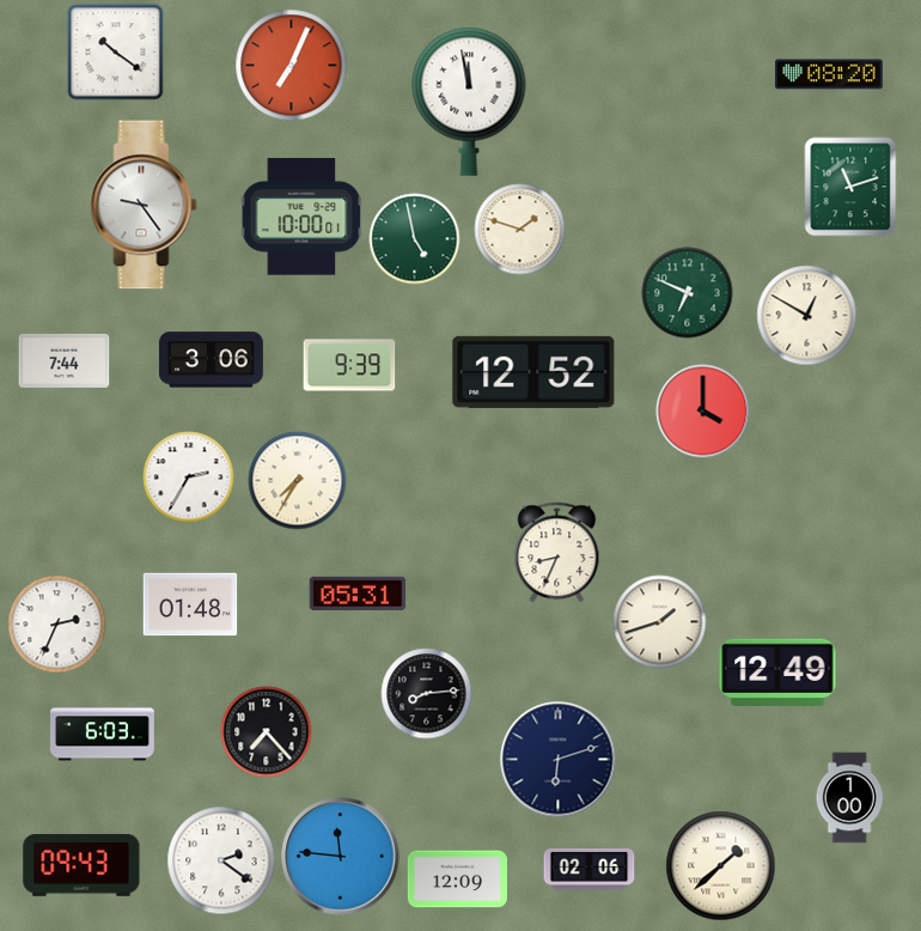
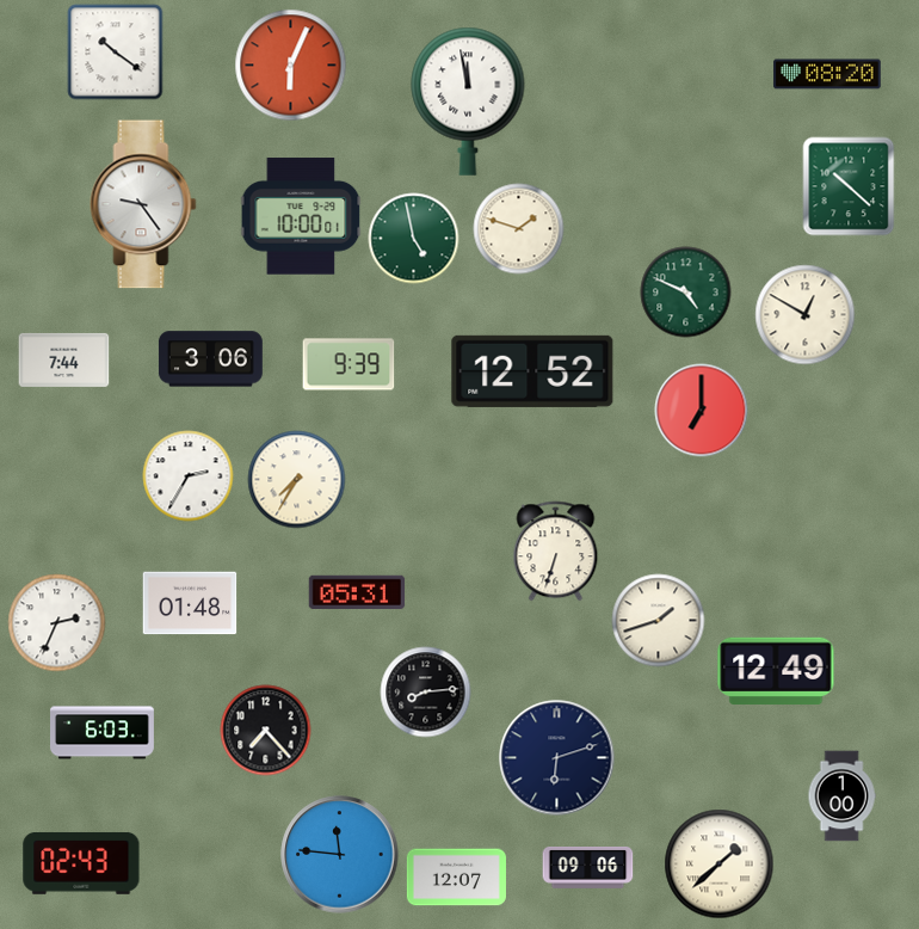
clock at (292, 66): 7:04 -> 6:04
clock at (850, 187): 11:12 -> 10:22
clock at (688, 293): 6:49 -> 4:49
clock at (703, 412): 4:00 -> 7:00
clock at (557, 553): 8:34 -> 6:33
clock at (849, 798) position: (849, 798) -> (841, 796)
clock at (221, 860): 2:21 -> none
clock at (81, 865): 09:43 -> 02:43
clock at (590, 870): 02:06 -> 09:06
clock at (457, 880): 12:09 -> 12:07
